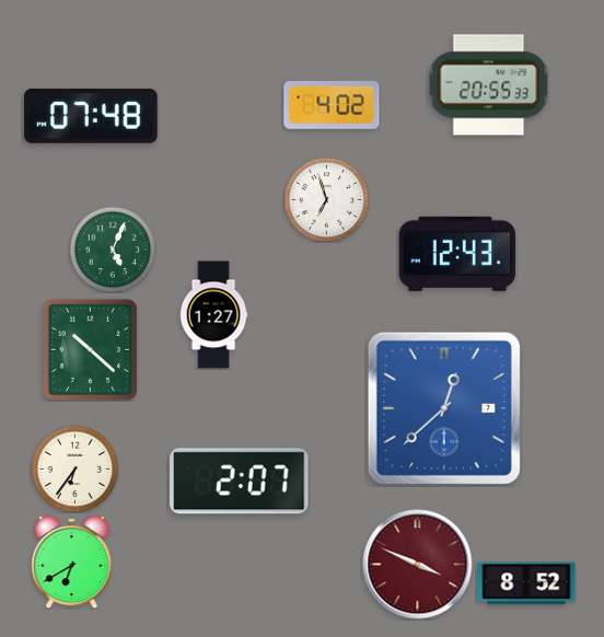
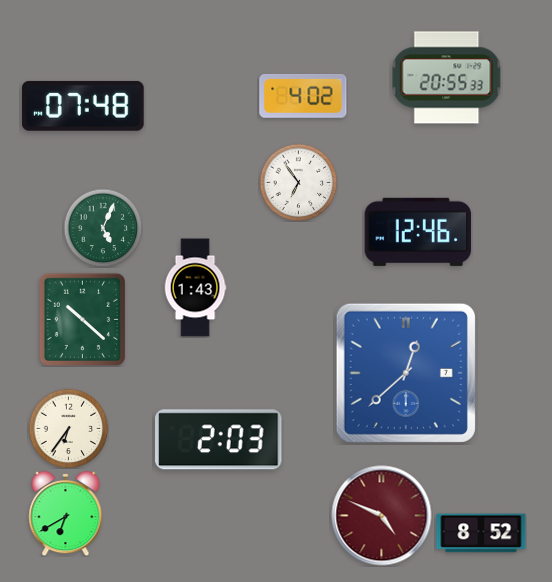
clock at (326, 199): 6:57 -> 6:54
clock at (457, 254): 12:43 -> 12:46
clock at (213, 315): 1:27 -> 1:43
clock at (240, 482): 2:07 -> 2:03
clock at (418, 565): 3:49 -> 4:49
